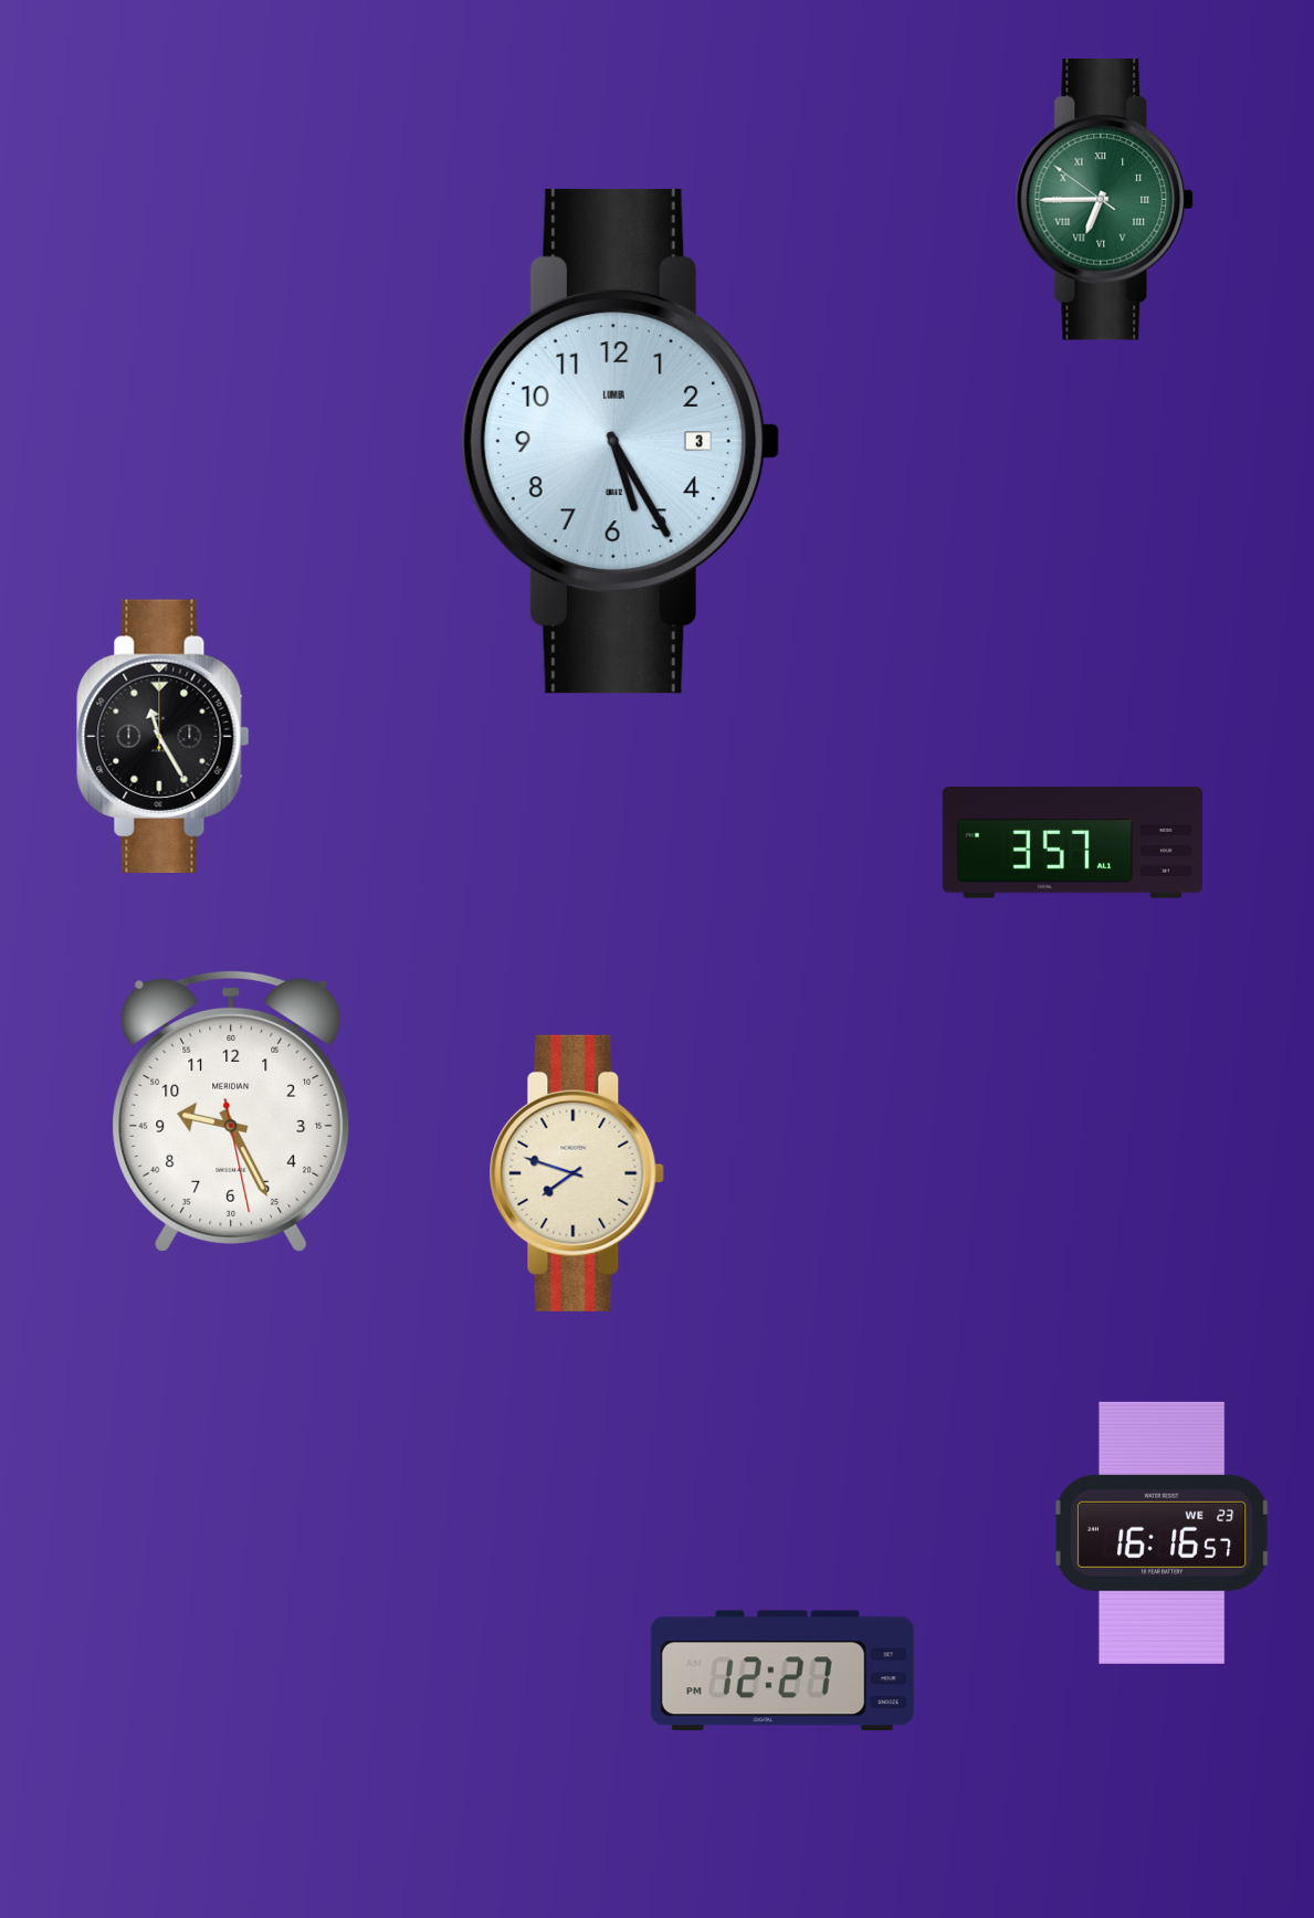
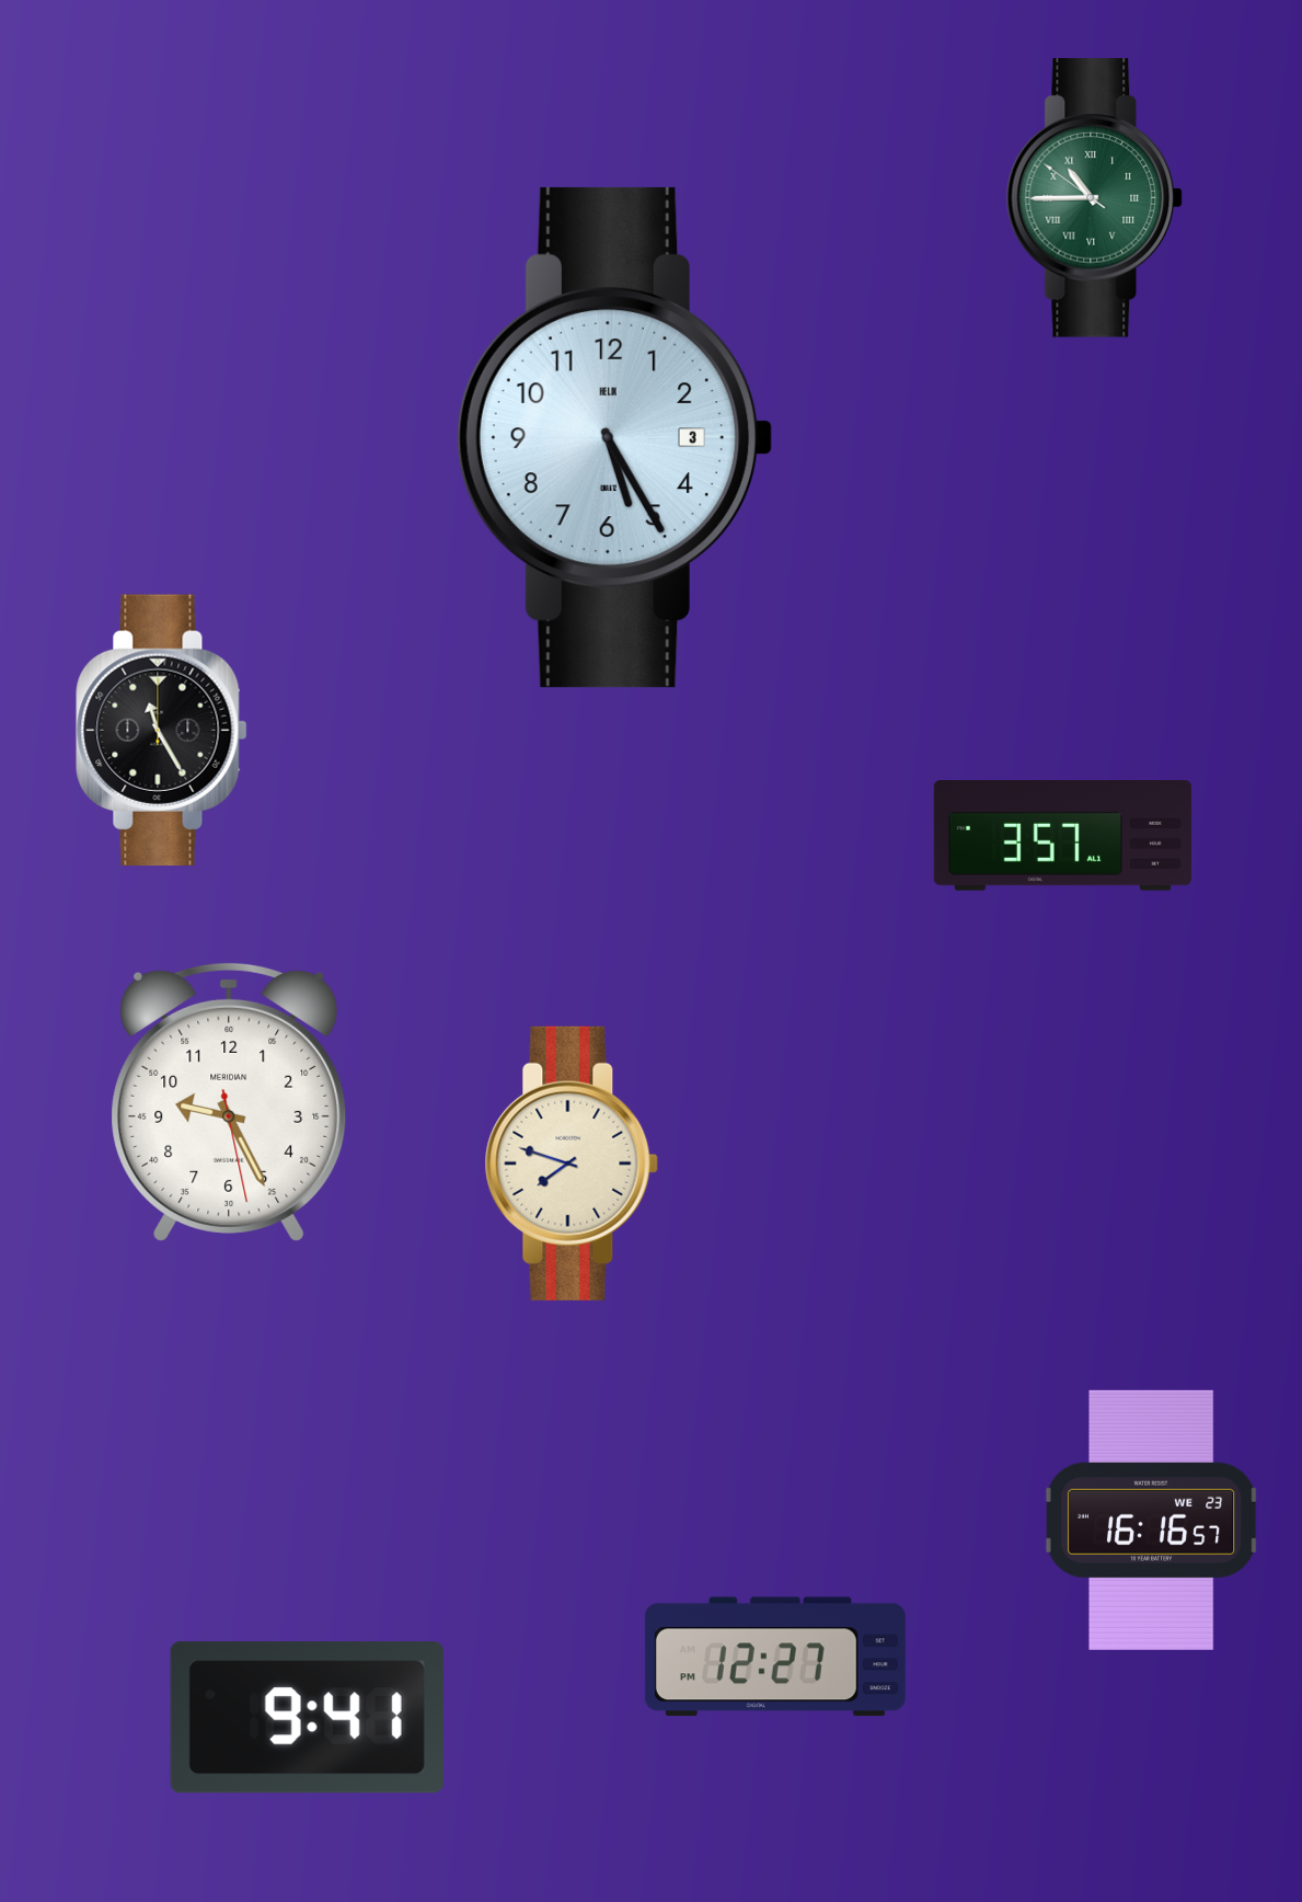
clock at (1105, 200): 6:44 -> 10:44
clock at (620, 441) brand: LUMEA -> HELIX
clock at (307, 1718): none -> 9:41
